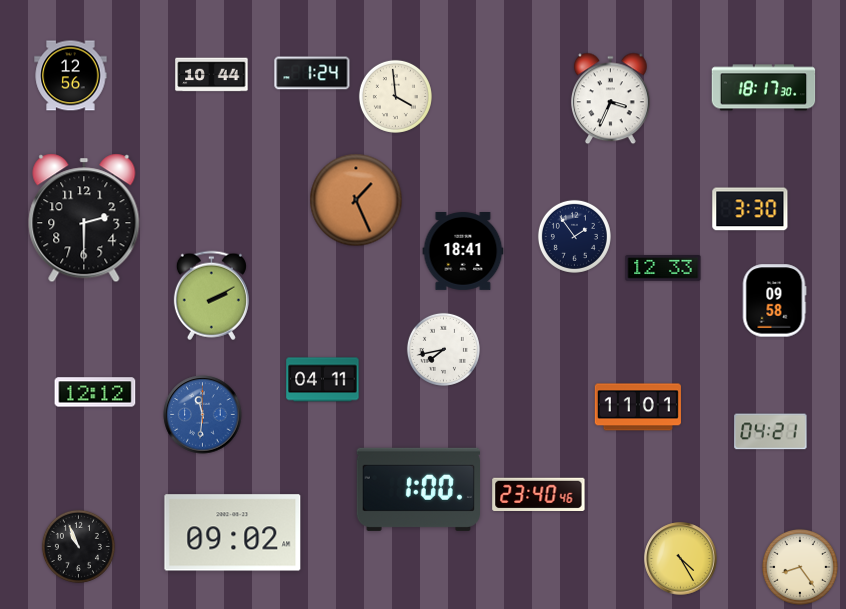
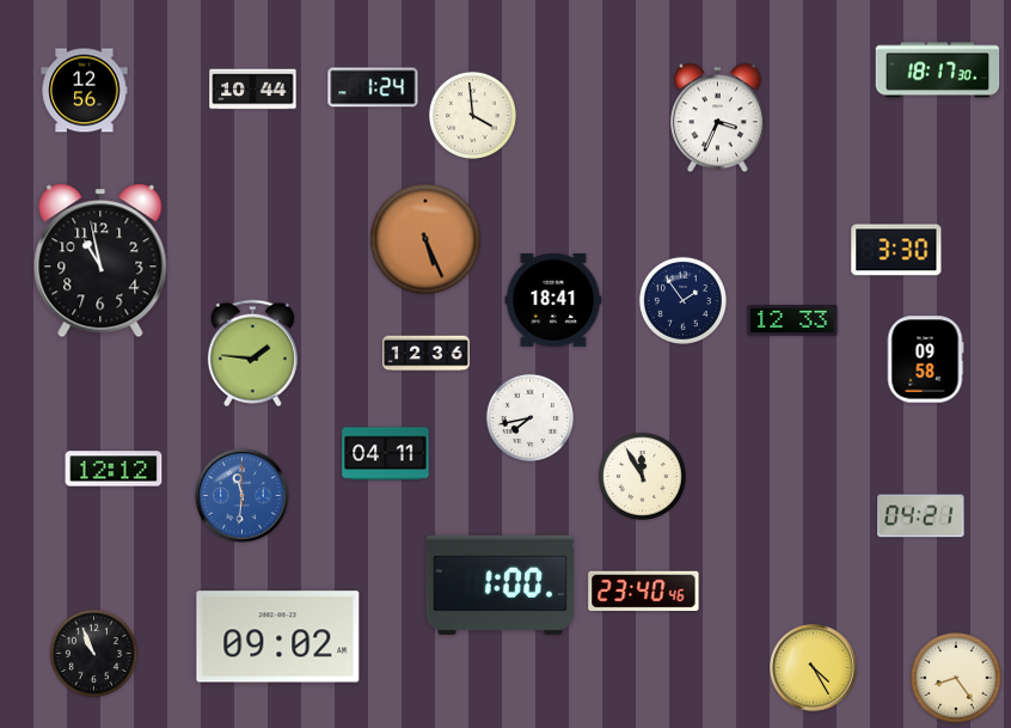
clock at (764, 88) position: (764, 88) -> (938, 71)
clock at (611, 99) position: (611, 99) -> (718, 118)
clock at (356, 200): 1:26 -> 5:26
clock at (84, 218): 2:30 -> 10:58
clock at (574, 236) position: (574, 236) -> (682, 300)
clock at (211, 296): 2:10 -> 1:46
clock at (427, 354): none -> 12:36
clock at (642, 476): none -> 11:55
clock at (638, 407): 11:01 -> none
